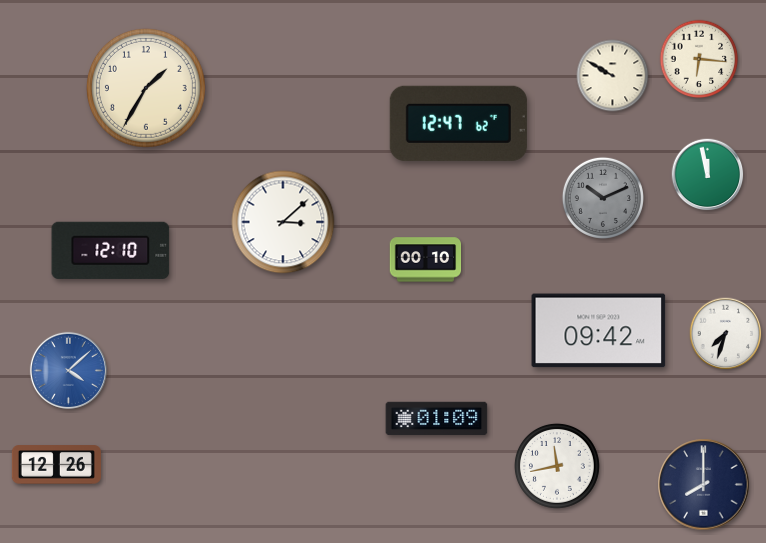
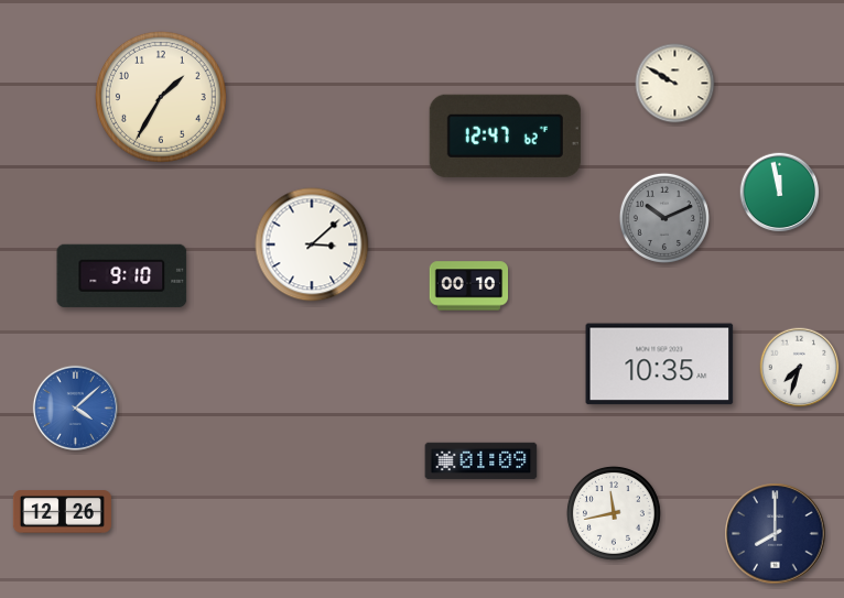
clock at (699, 59): 6:16 -> none
clock at (111, 250): 12:10 -> 9:10
clock at (599, 331): 09:42 -> 10:35
